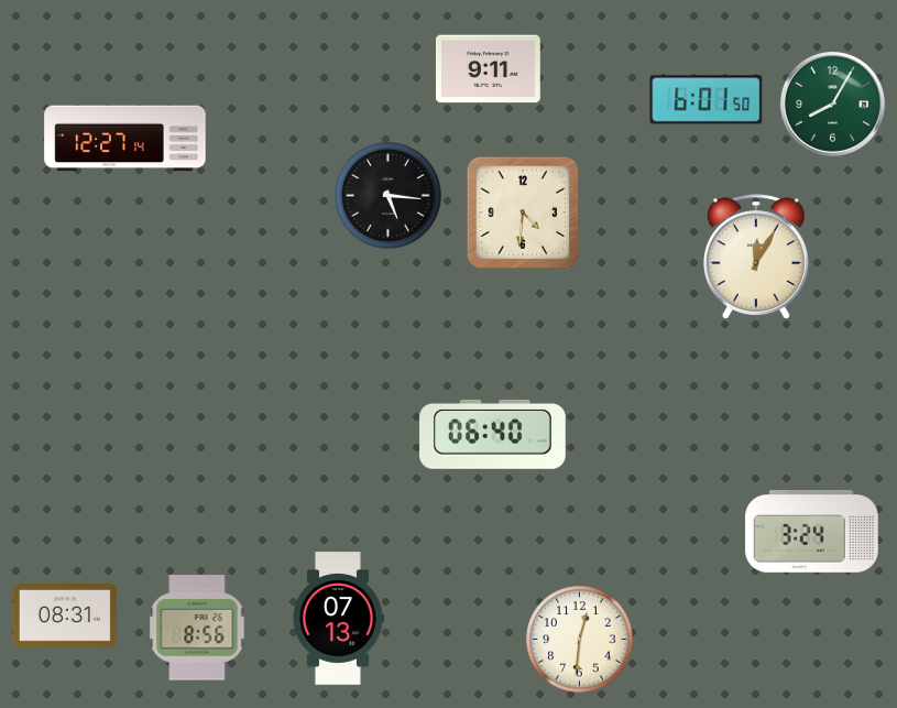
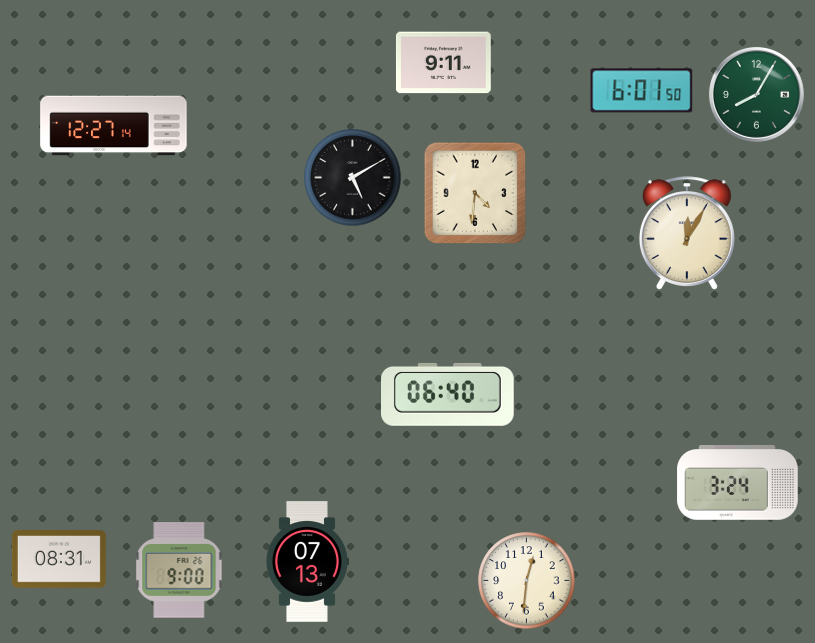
clock at (389, 196): 5:16 -> 5:10
clock at (197, 628): 8:56 -> 9:00
